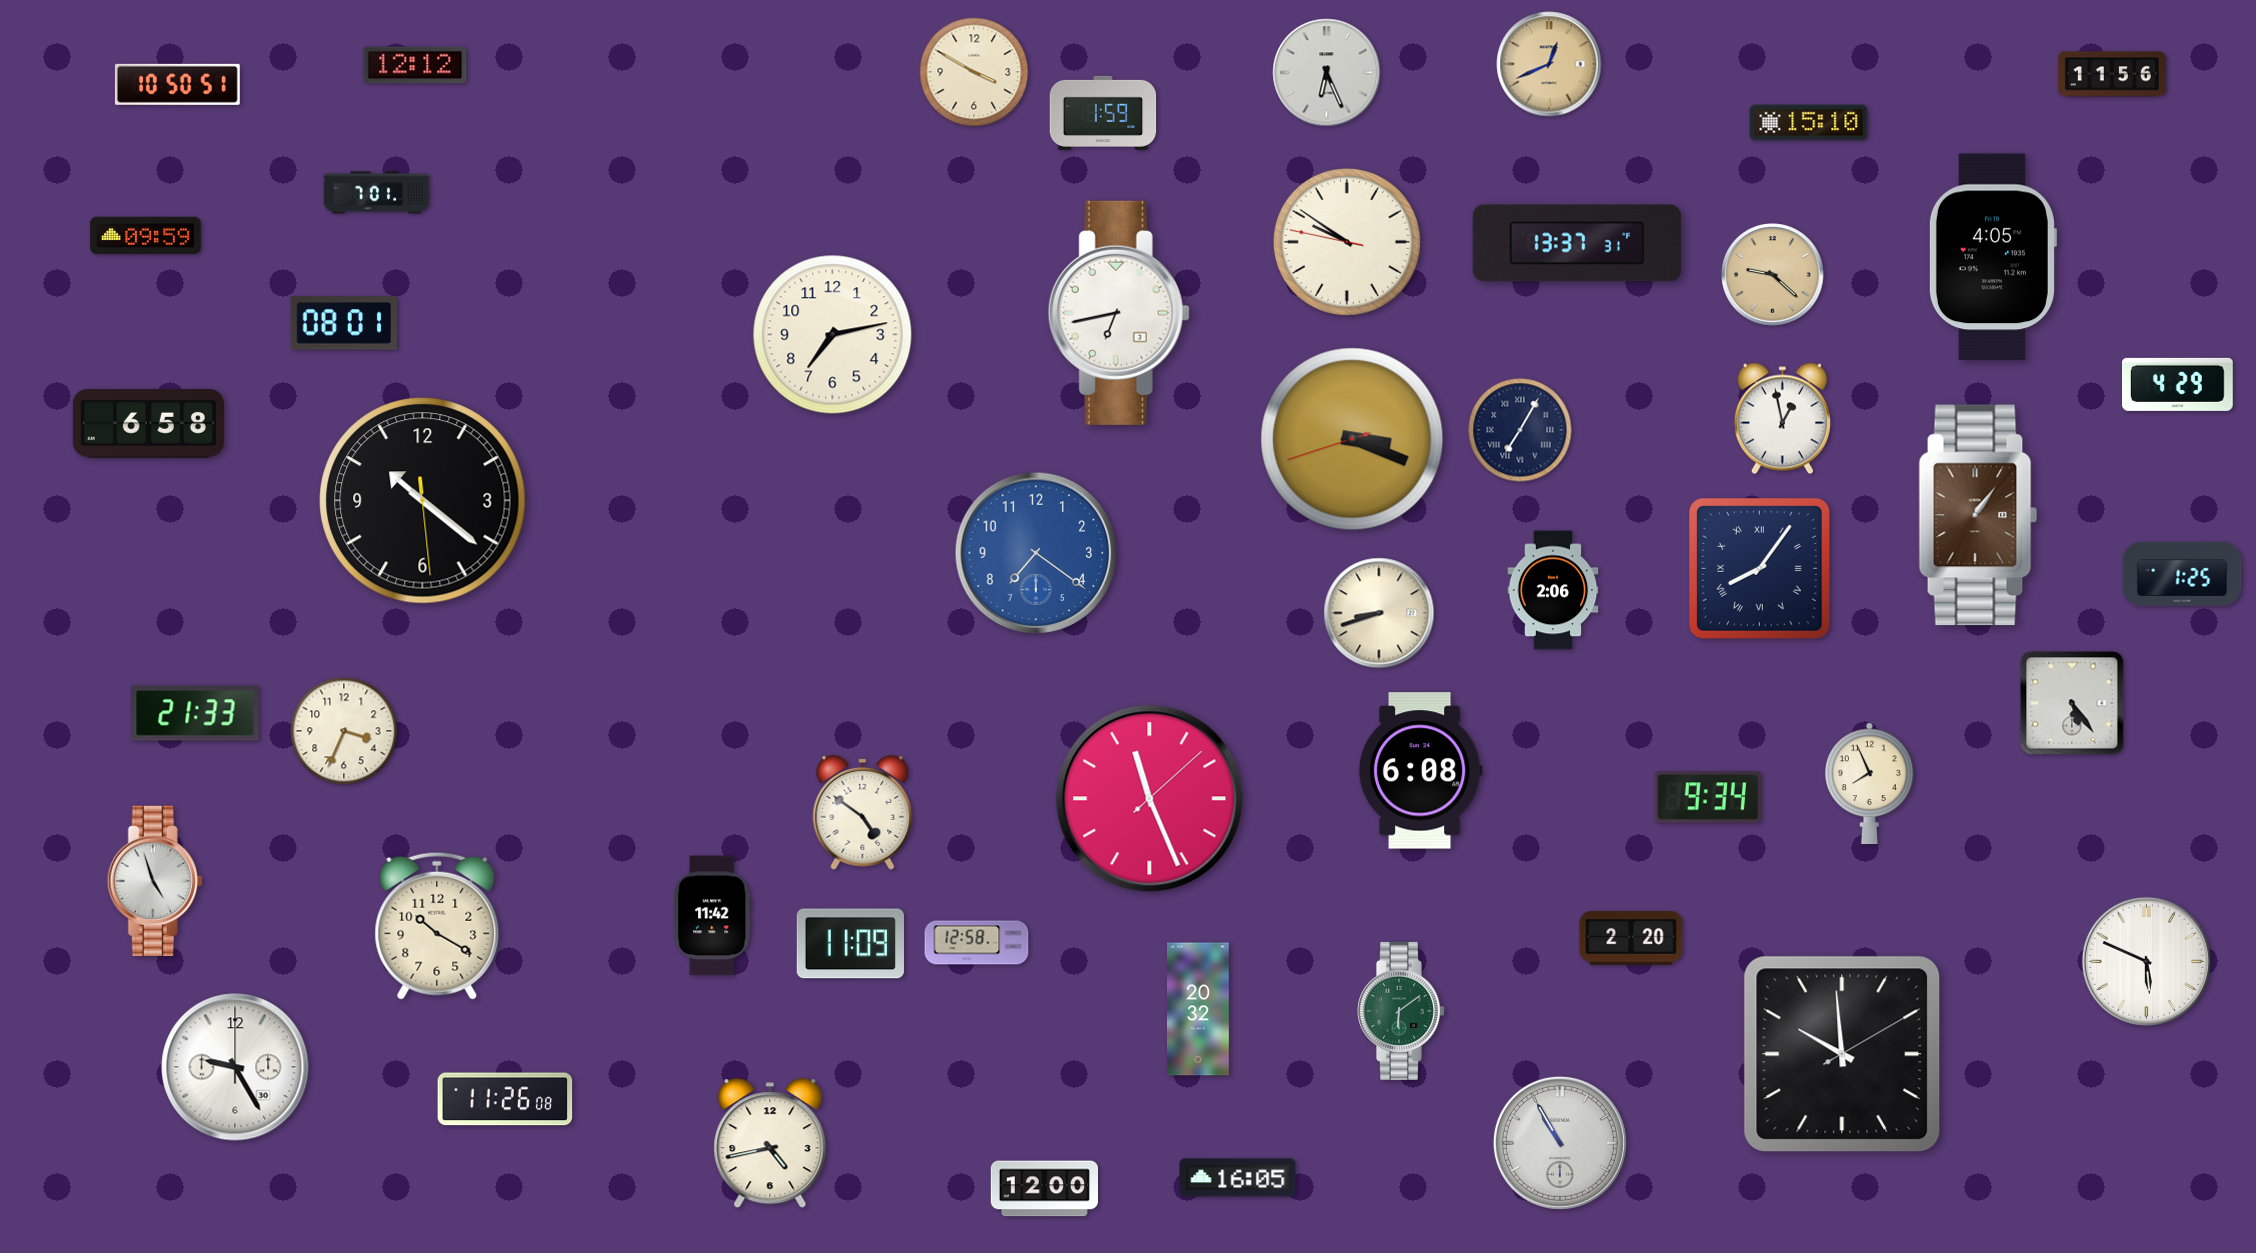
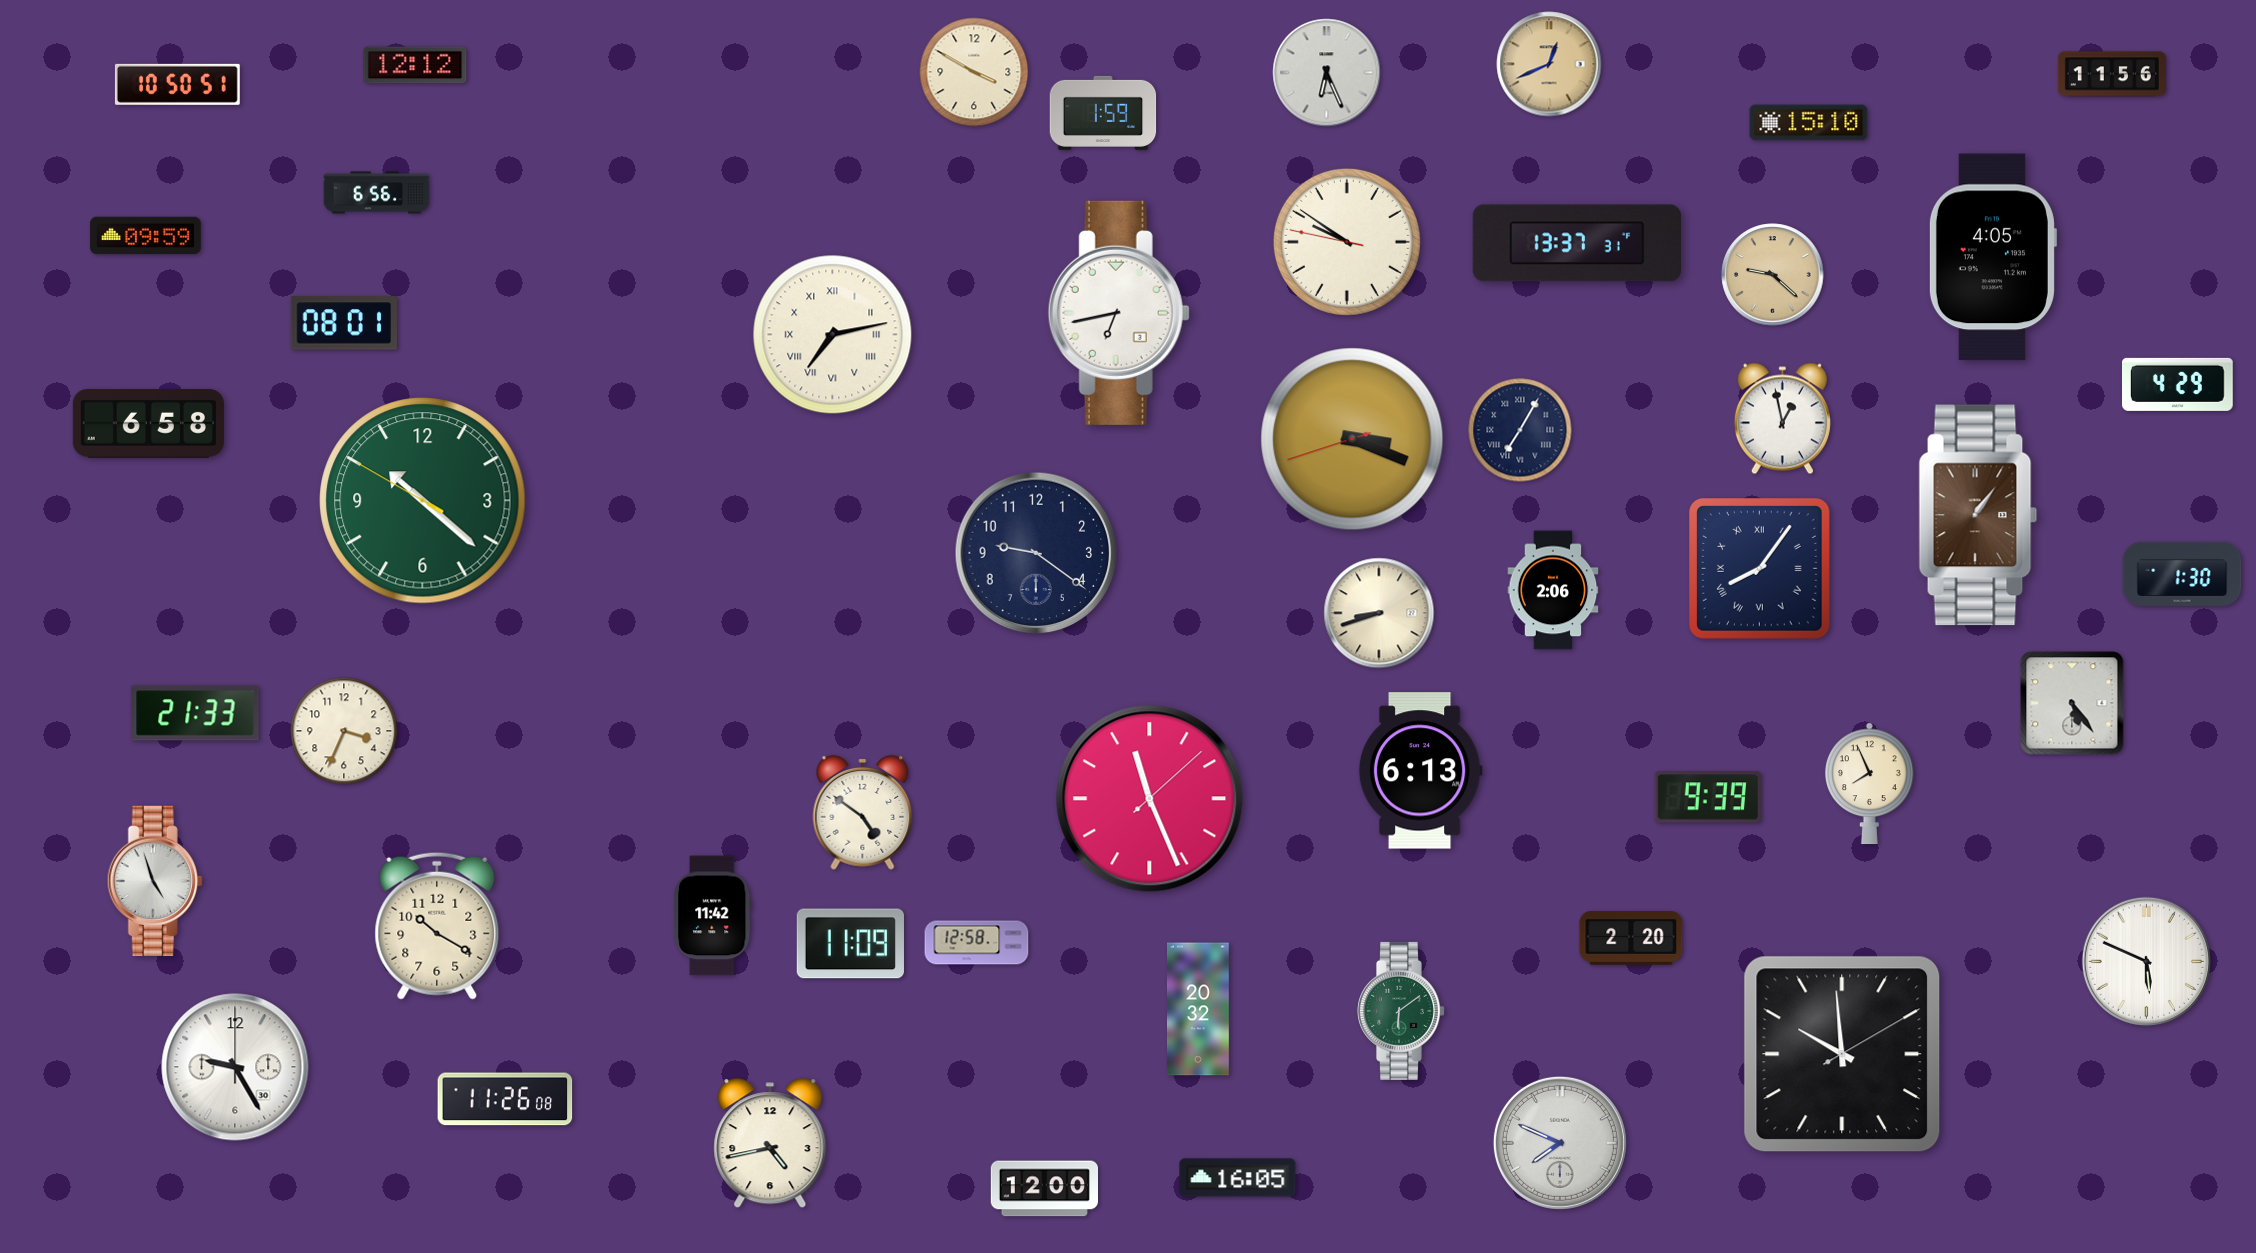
clock at (377, 193): 7:01 -> 6:56
clock at (833, 335) numerals: Arabic -> Roman
clock at (423, 501): 10:21:29 -> 10:21:50
clock at (423, 501) dial: black -> green
clock at (1036, 553): 7:21 -> 9:21
clock at (1036, 553) dial: blue -> navy
clock at (2182, 574): 1:25 -> 1:30
clock at (1420, 771): 6:08 -> 6:13
clock at (1708, 797): 9:34 -> 9:39
clock at (1560, 1143): 10:55 -> 7:49
